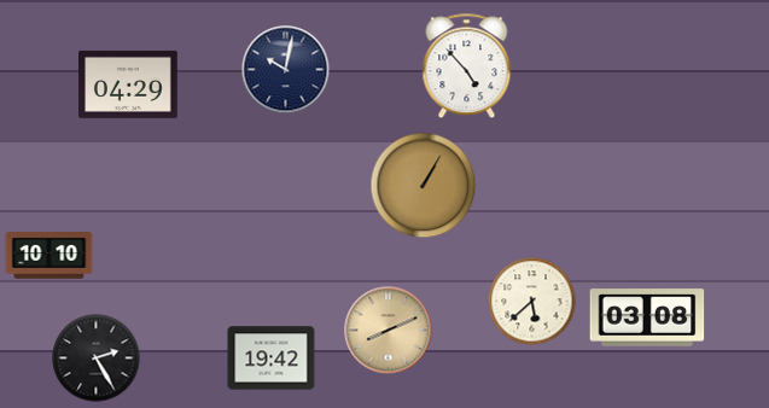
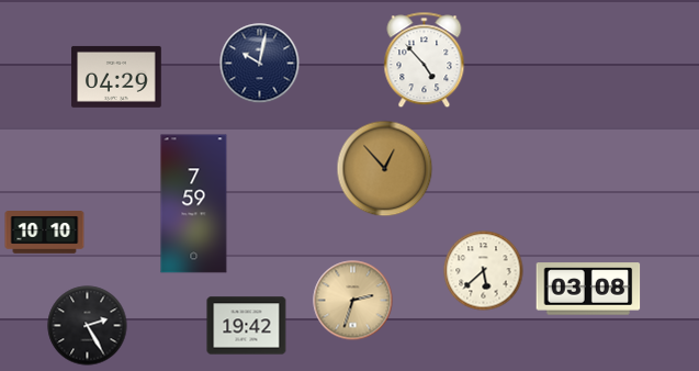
clock at (424, 186): 1:05 -> 12:53
clock at (194, 204): none -> 7:59
clock at (532, 302) position: (532, 302) -> (484, 271)
clock at (389, 331): 8:11 -> 2:33
